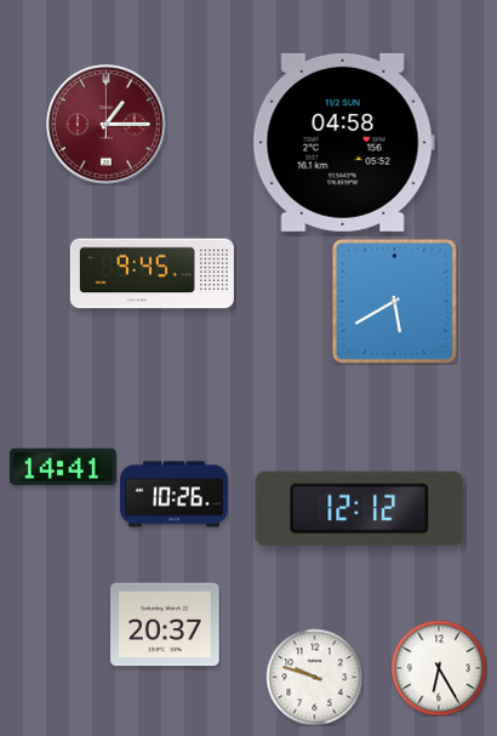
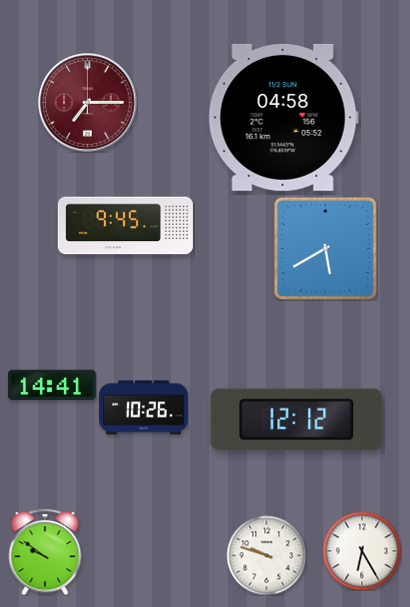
clock at (107, 125): 1:15 -> 7:15
clock at (165, 624): 20:37 -> none
clock at (45, 552): none -> 9:51
clock at (314, 677) position: (314, 677) -> (266, 555)
